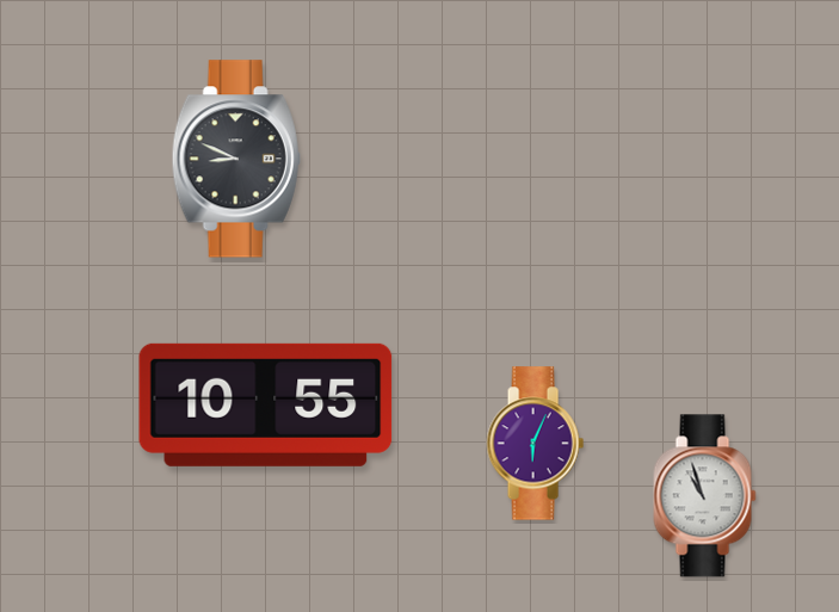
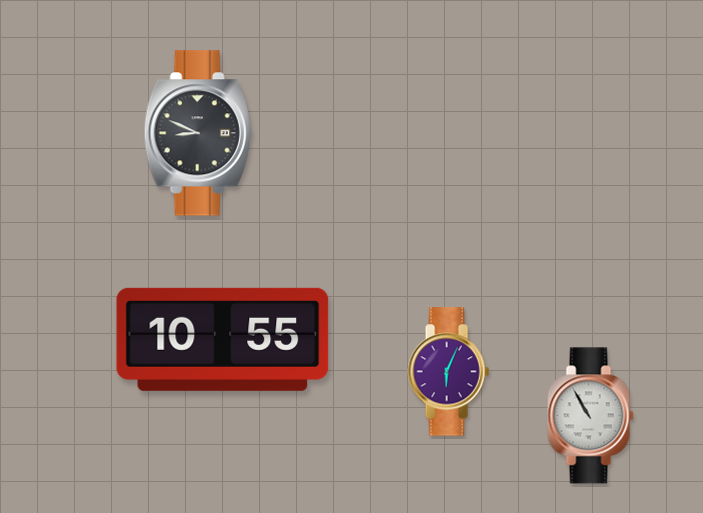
clock at (705, 496): 10:57 -> 10:55
